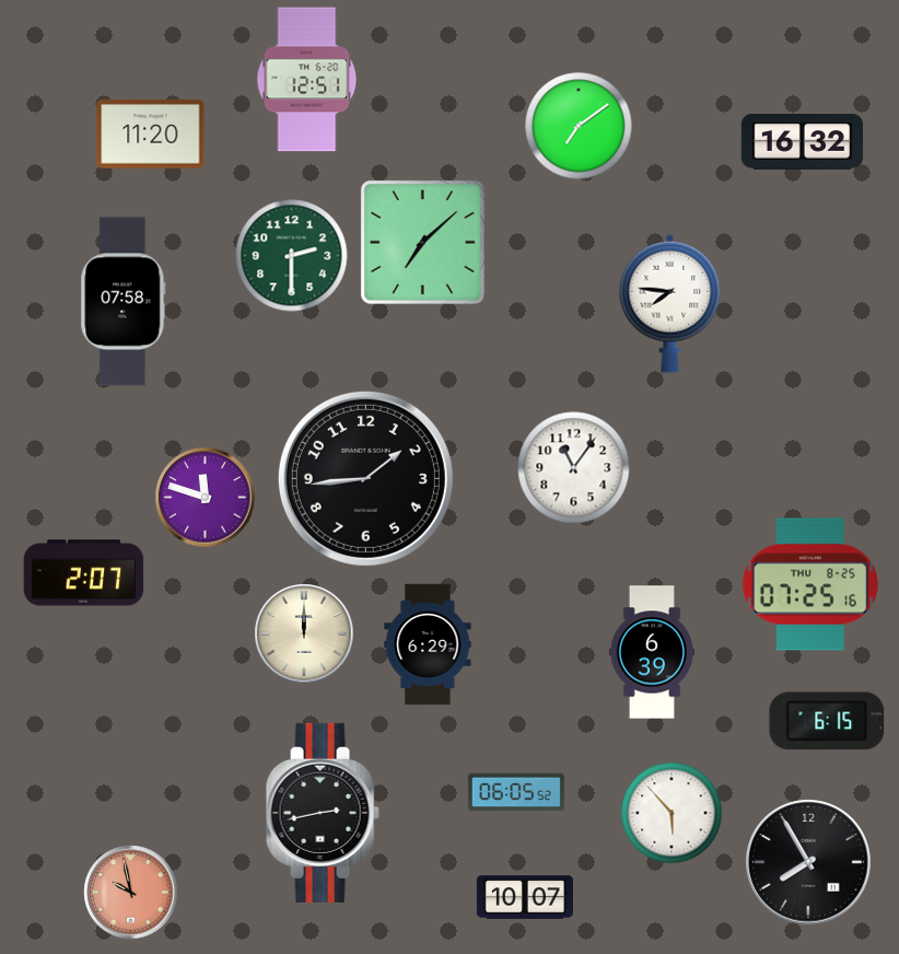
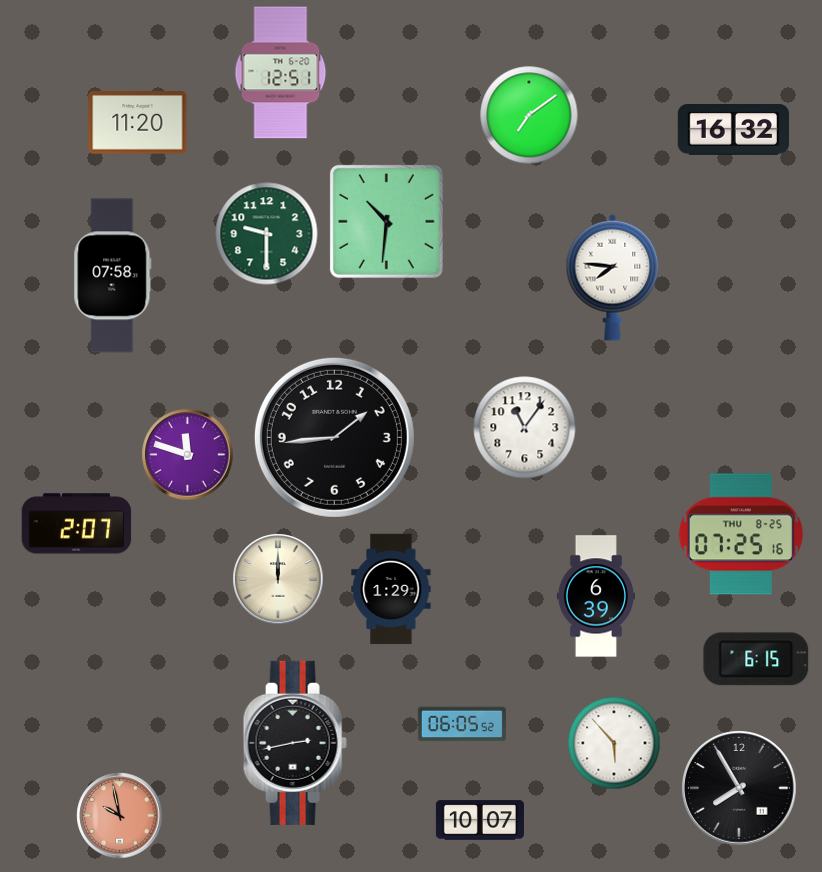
clock at (422, 242): 7:08 -> 10:31
clock at (292, 256): 2:30 -> 9:30
clock at (428, 644): 6:29 -> 1:29
clock at (516, 792) position: (516, 792) -> (462, 724)
